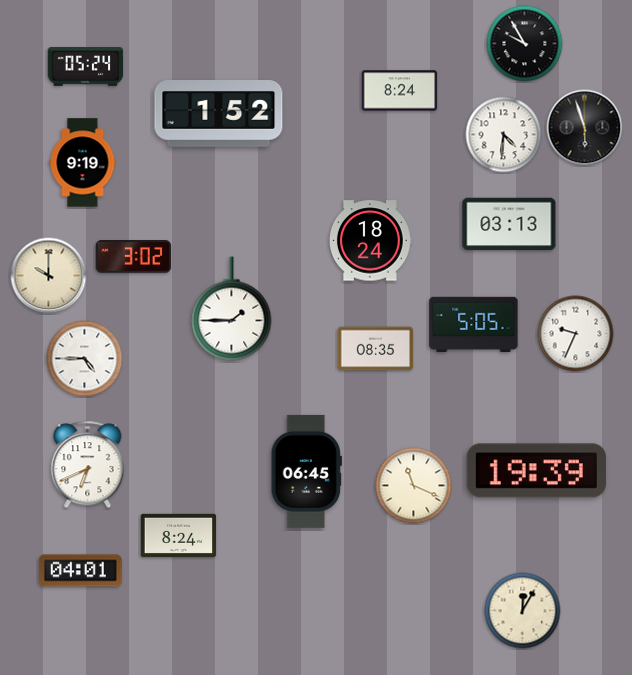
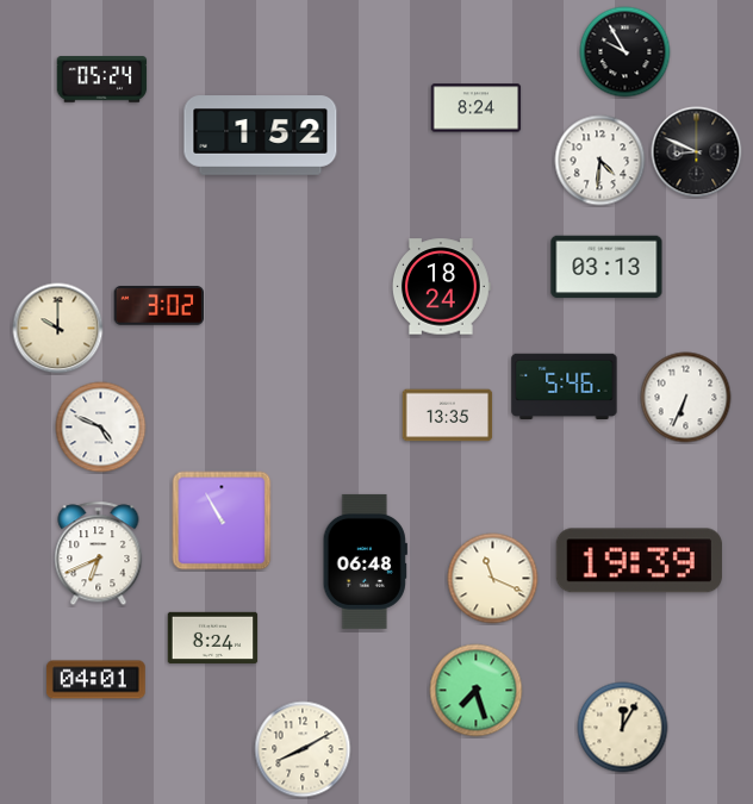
clock at (585, 128): 5:57 -> 8:49
clock at (83, 163): 9:19 -> none
clock at (232, 309): 1:45 -> none
clock at (474, 324): 5:05 -> 5:46
clock at (576, 334): 9:34 -> 6:34
clock at (376, 349): 08:35 -> 13:35
clock at (85, 359): 4:45 -> 4:49
clock at (222, 521): none -> 10:55
clock at (88, 465) position: (88, 465) -> (99, 554)
clock at (306, 471): 06:45 -> 06:48
clock at (477, 691): none -> 7:27
clock at (303, 749): none -> 8:10
